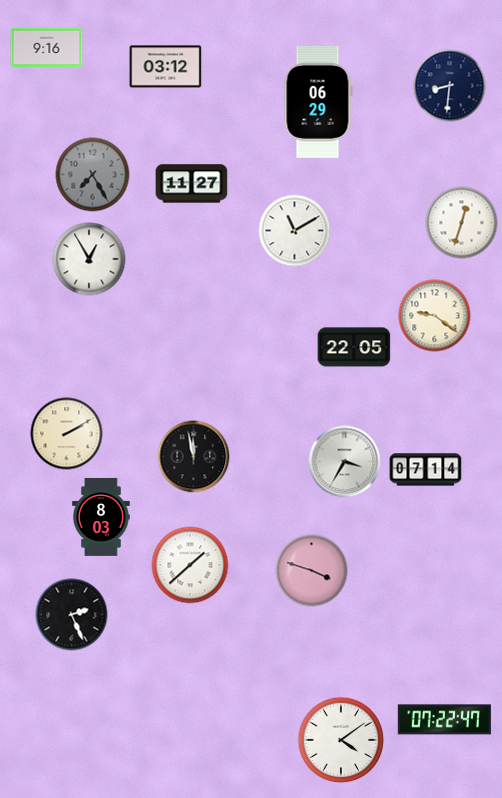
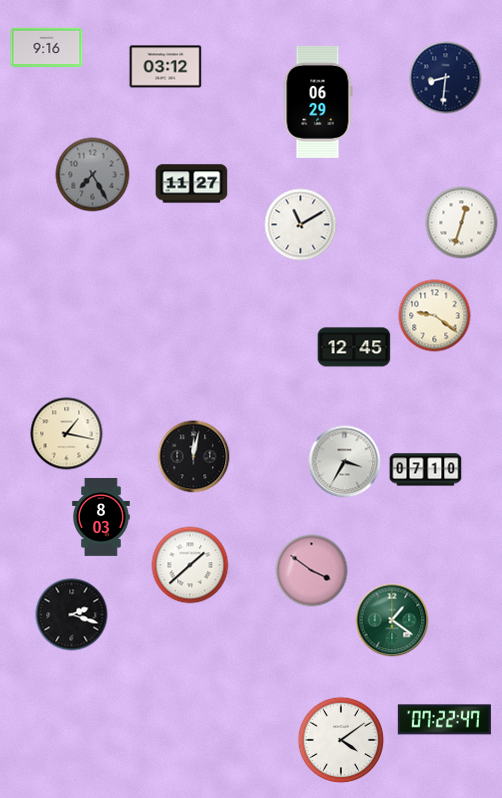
clock at (450, 86) position: (450, 86) -> (446, 78)
clock at (295, 231) position: (295, 231) -> (301, 225)
clock at (89, 259): 12:55 -> none
clock at (354, 347): 22:05 -> 12:45
clock at (67, 434): 2:10 -> 1:17
clock at (194, 457): 11:58 -> 12:02
clock at (426, 470): 07:14 -> 07:10
clock at (312, 571): 3:48 -> 3:51
clock at (72, 615): 2:26 -> 2:18
clock at (392, 620): none -> 1:21
